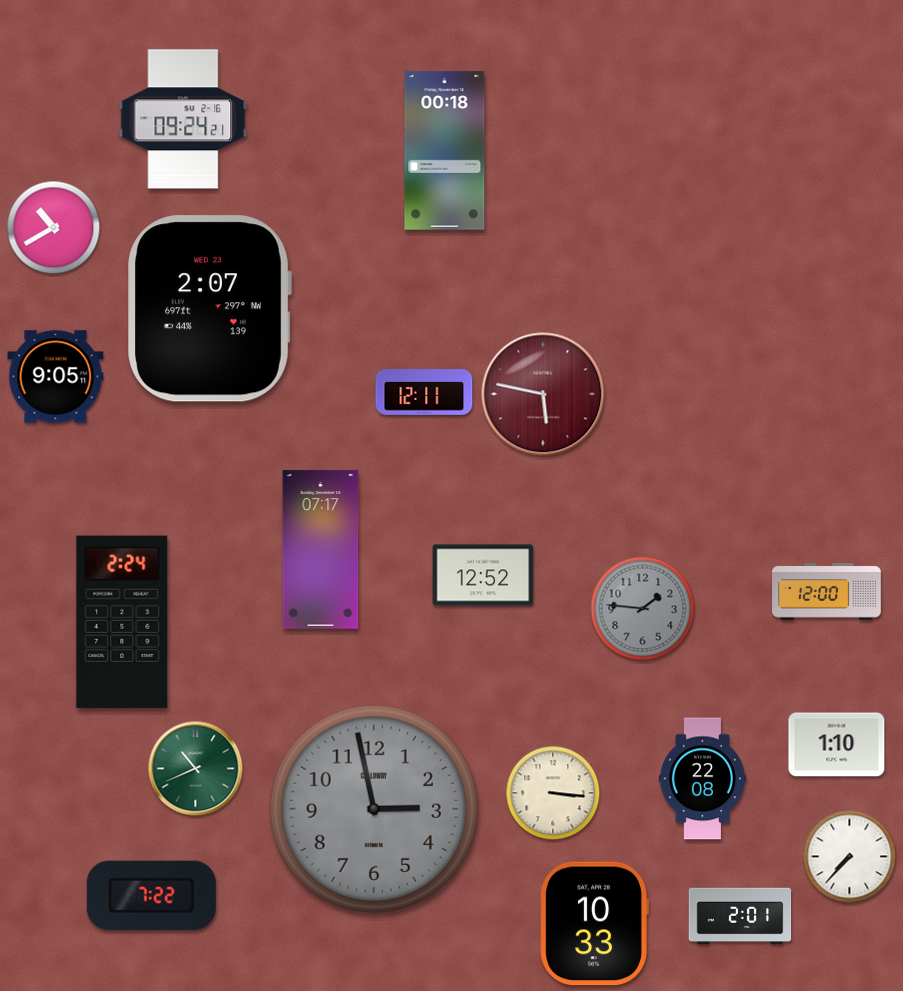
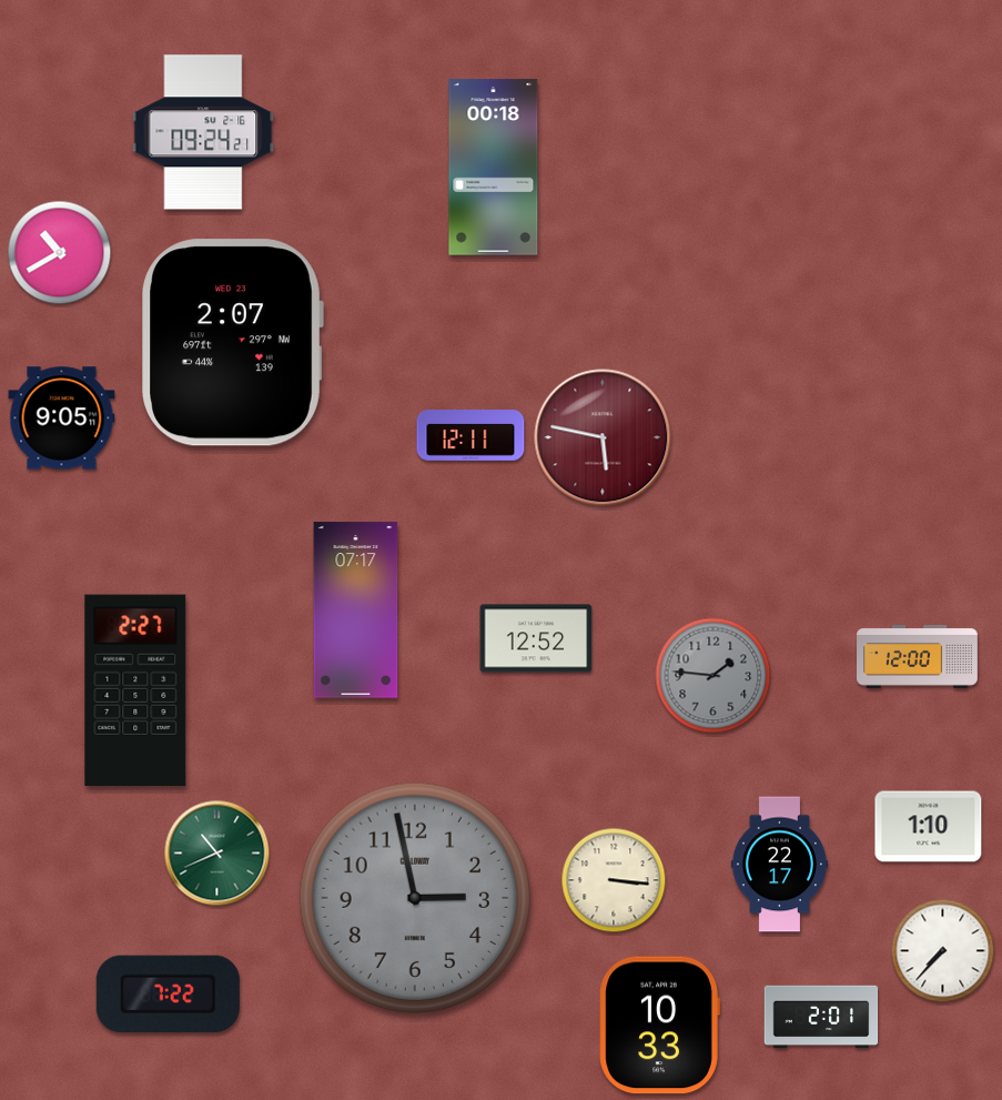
clock at (122, 621): 2:24 -> 2:27
clock at (702, 779): 22:08 -> 22:17
